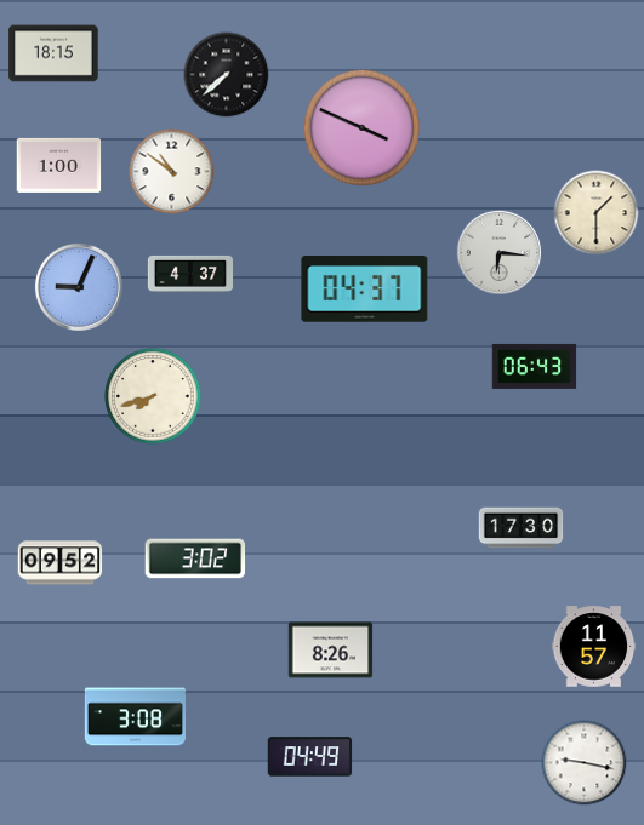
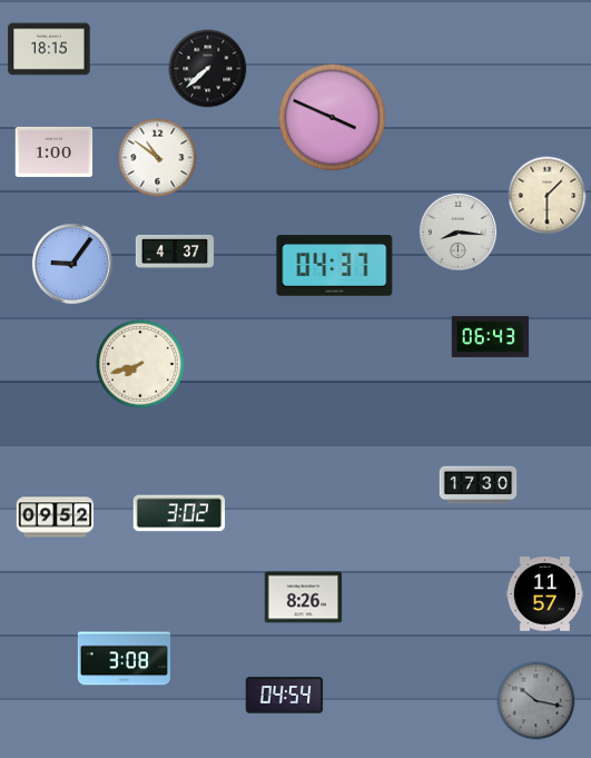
clock at (498, 252): 6:16 -> 8:16
clock at (79, 287): 9:04 -> 9:06
clock at (310, 757): 04:49 -> 04:54
clock at (585, 763): 9:17 -> 10:17
clock at (585, 763) dial: white -> grey
